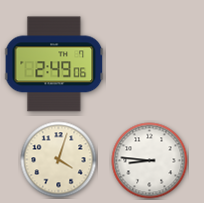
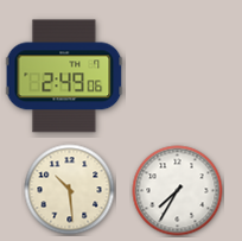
clock at (59, 160): 4:03 -> 10:29
clock at (150, 161): 8:46 -> 7:35
